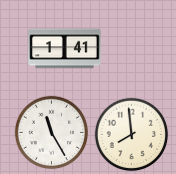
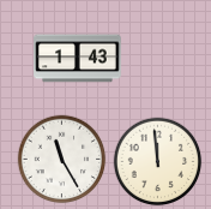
clock at (65, 49): 1:41 -> 1:43
clock at (132, 135): 7:59 -> 11:59
